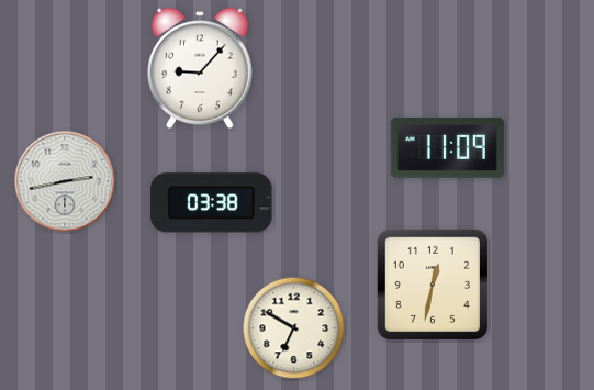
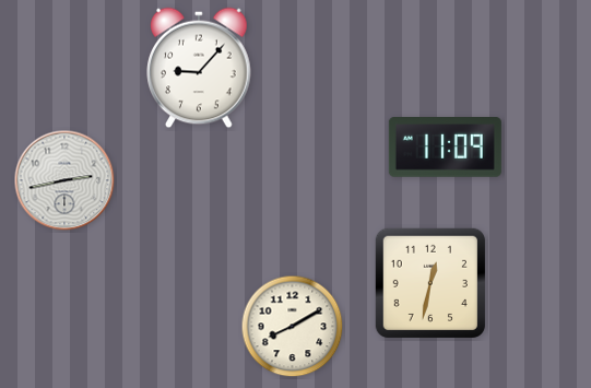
clock at (212, 203): 03:38 -> none
clock at (294, 328): 6:50 -> 8:10
